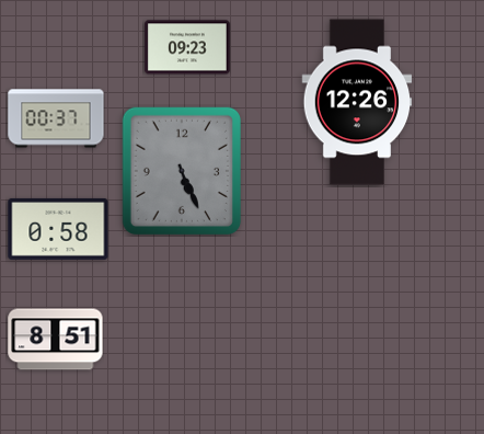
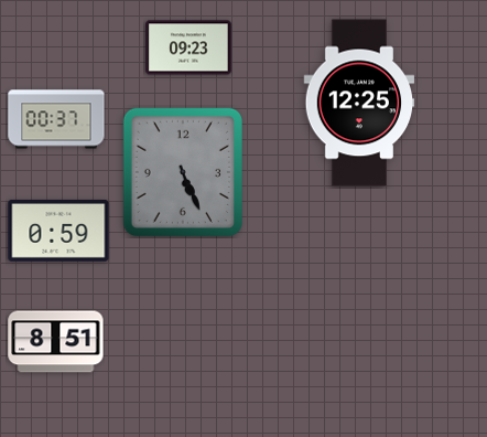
clock at (357, 102): 12:26 -> 12:25
clock at (58, 229): 0:58 -> 0:59
